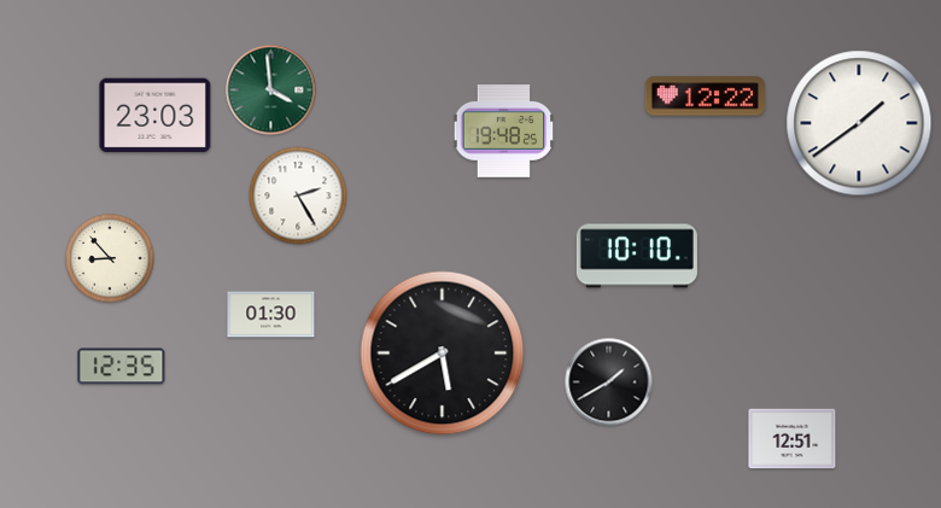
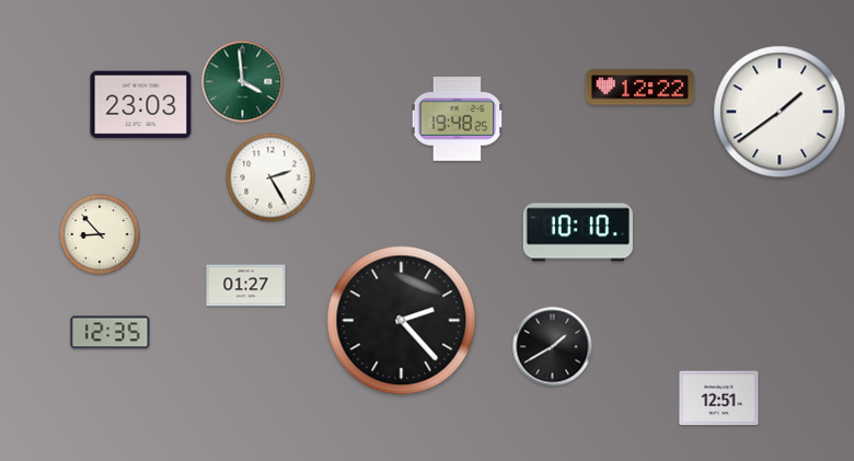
clock at (271, 90) position: (271, 90) -> (243, 82)
clock at (271, 315): 01:30 -> 01:27
clock at (443, 354): 5:40 -> 2:23
